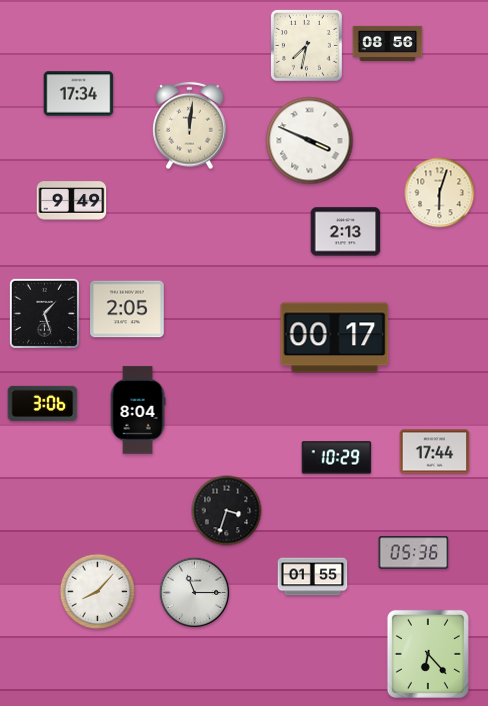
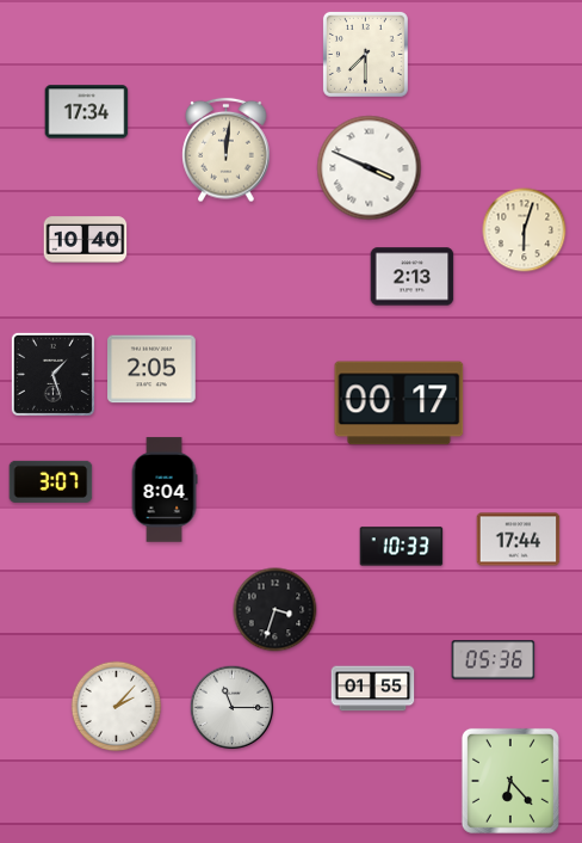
clock at (388, 43): 08:56 -> none
clock at (306, 45): 7:32 -> 7:30
clock at (79, 94) position: (79, 94) -> (87, 112)
clock at (72, 201): 9:49 -> 10:40
clock at (43, 403): 3:06 -> 3:07
clock at (337, 458): 10:29 -> 10:33
clock at (227, 511) position: (227, 511) -> (275, 610)
clock at (98, 592): 8:07 -> 2:07
